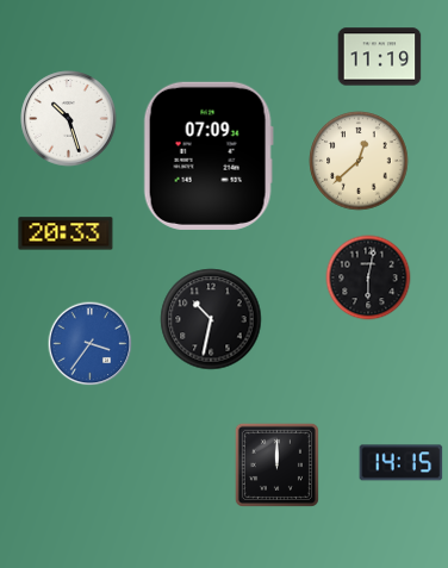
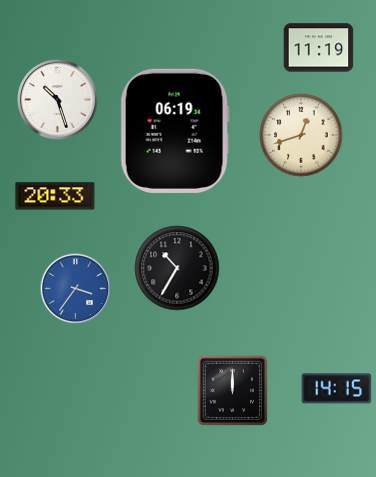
clock at (209, 156): 07:09 -> 06:19
clock at (359, 161): 12:38 -> 12:42
clock at (368, 277): 6:02 -> none
clock at (211, 319): 10:32 -> 10:35
